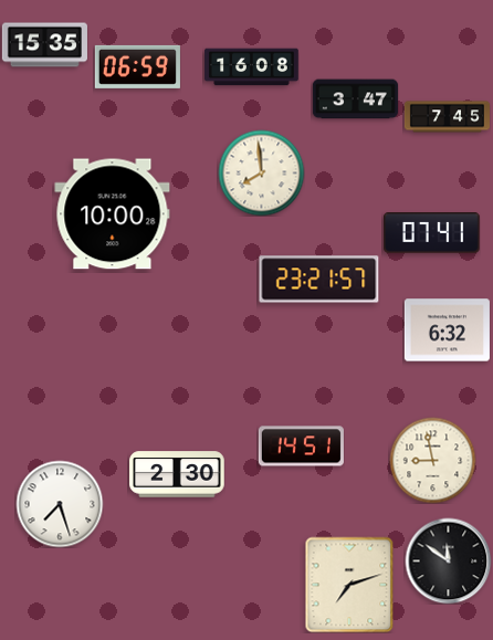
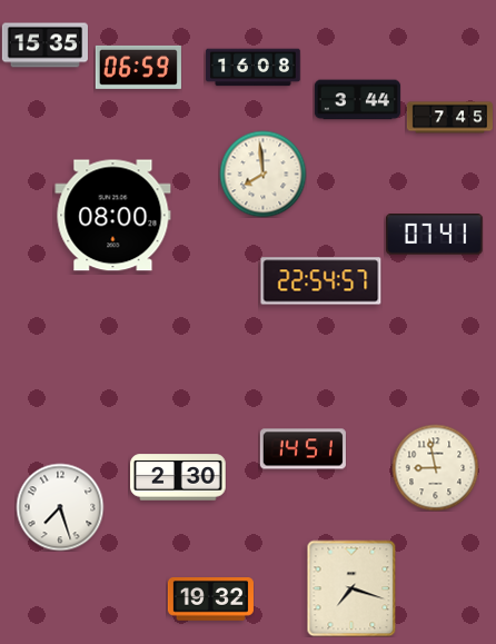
clock at (355, 99): 3:47 -> 3:44
clock at (113, 214): 10:00 -> 08:00
clock at (319, 280): 23:21 -> 22:54
clock at (447, 331): 6:32 -> none
clock at (432, 460) position: (432, 460) -> (435, 467)
clock at (448, 560): 11:51 -> none
clock at (349, 585): 7:12 -> 7:18
clock at (210, 600): none -> 19:32
